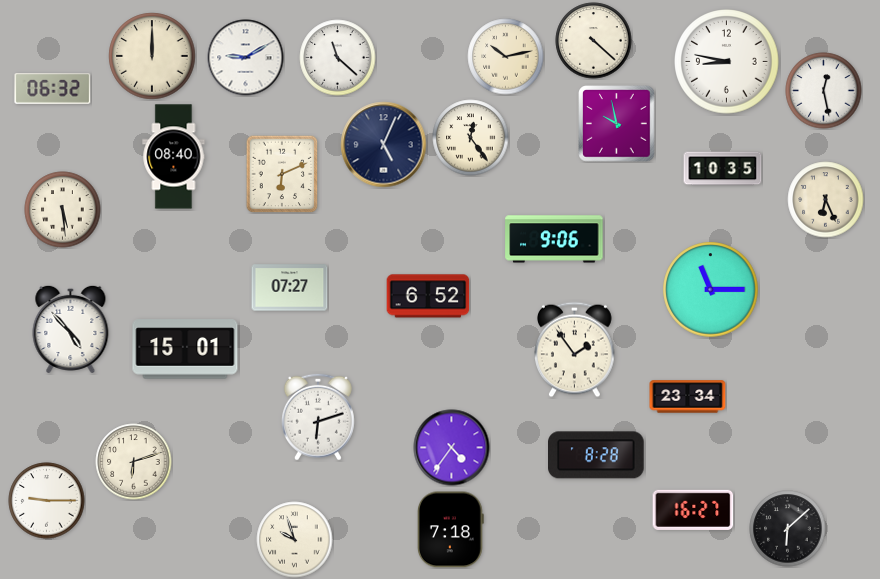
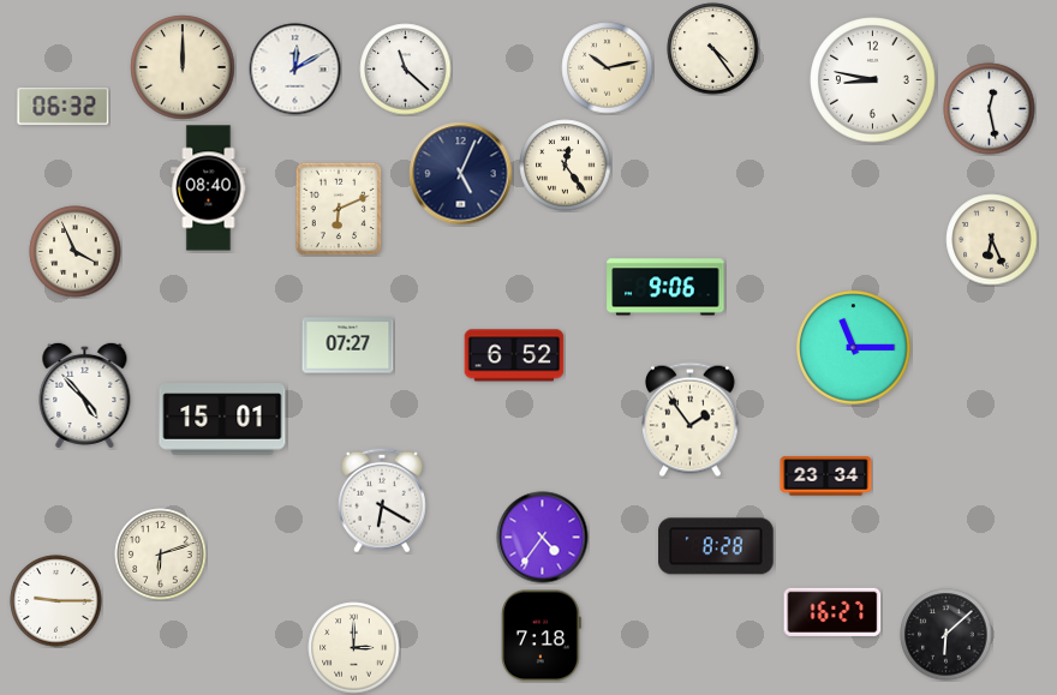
clock at (594, 41): 4:22 -> 4:24
clock at (246, 58): 9:10 -> 12:10
clock at (727, 62) position: (727, 62) -> (873, 80)
clock at (617, 124): 9:58 -> none
clock at (723, 169): 10:35 -> none
clock at (63, 210): 5:29 -> 3:56
clock at (318, 417): 6:12 -> 6:20
clock at (295, 540): 9:57 -> 3:00
